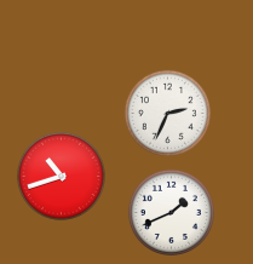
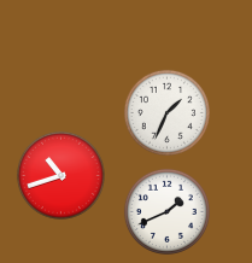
clock at (167, 113): 2:34 -> 1:34
clock at (171, 212) position: (171, 212) -> (166, 211)
